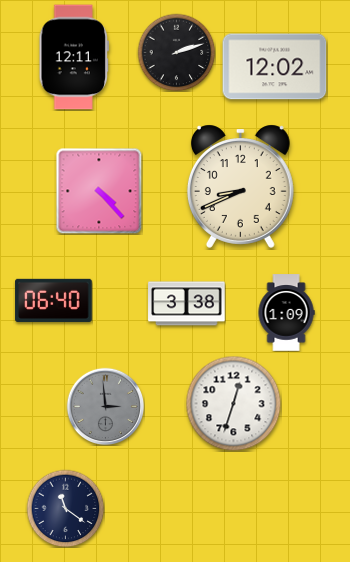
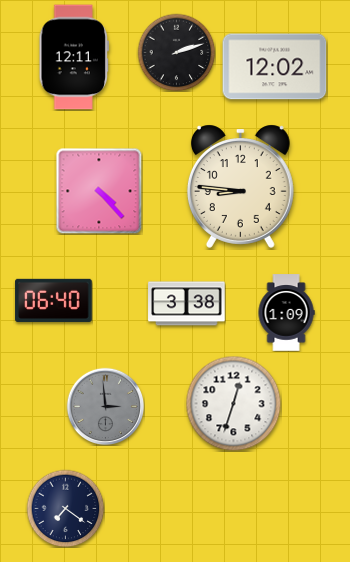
clock at (240, 186): 8:41 -> 8:46
clock at (65, 508): 11:21 -> 7:21
